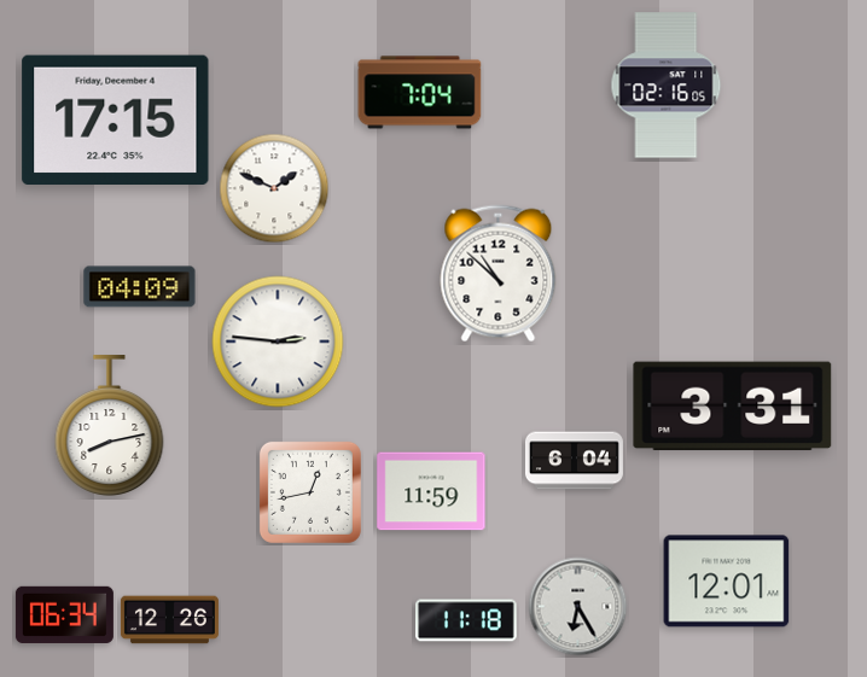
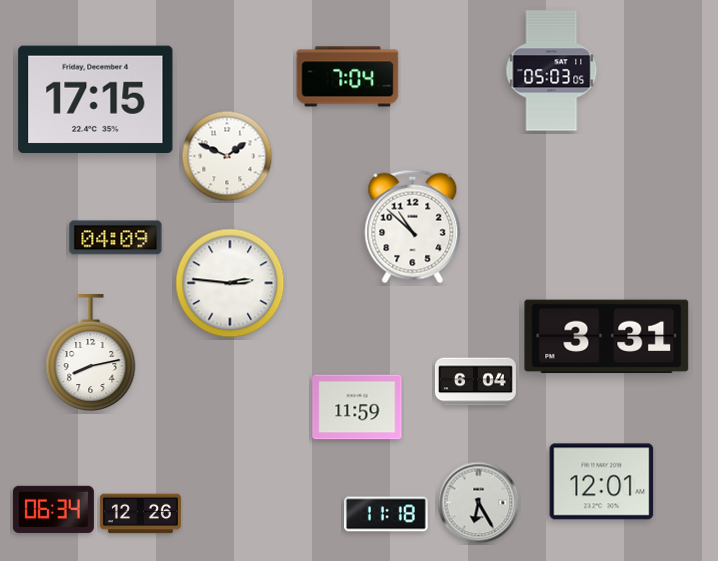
clock at (667, 86): 02:16 -> 05:03
clock at (310, 492): 12:43 -> none
